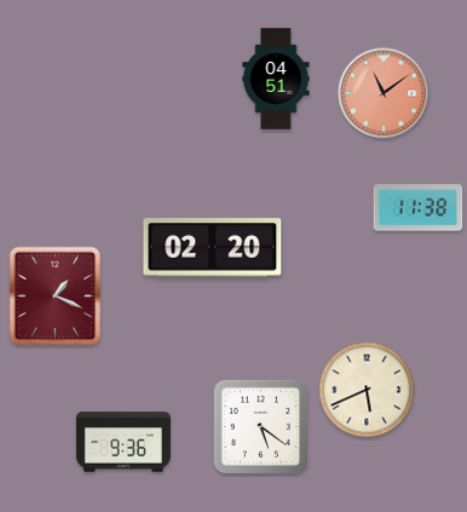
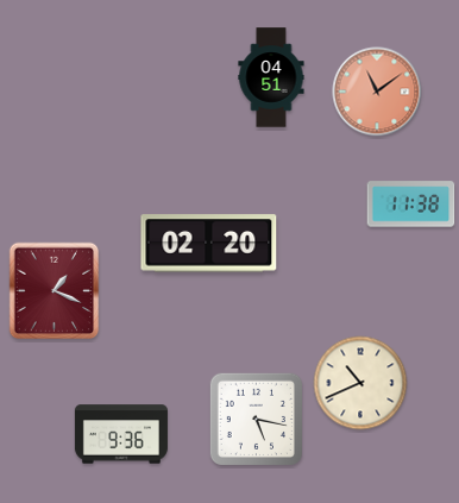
clock at (367, 390): 5:41 -> 10:41
clock at (260, 426): 5:21 -> 5:17
